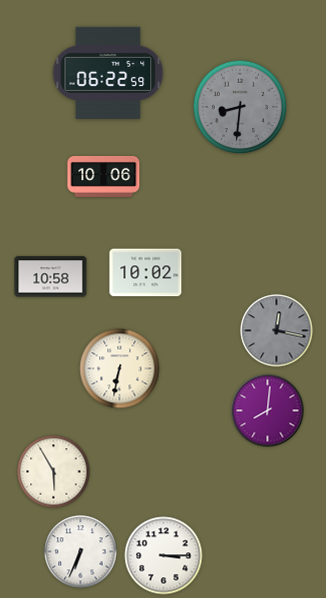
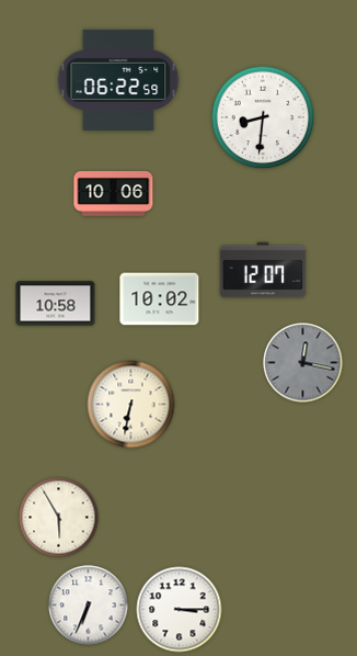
clock at (240, 107) dial: grey -> white
clock at (263, 270): none -> 12:07
clock at (268, 411): 8:01 -> none
